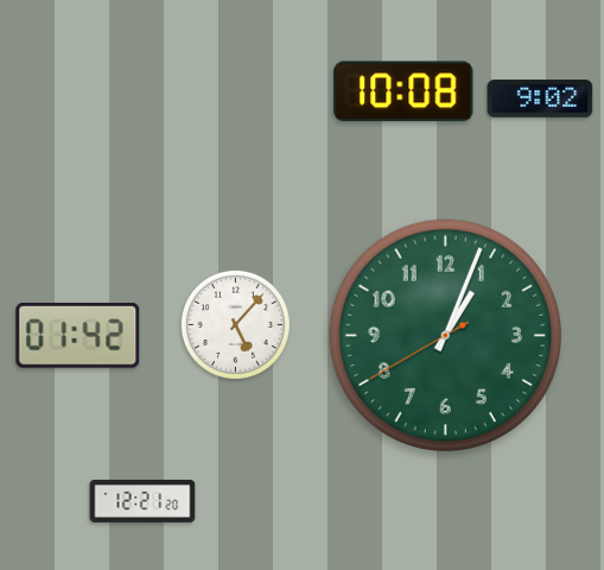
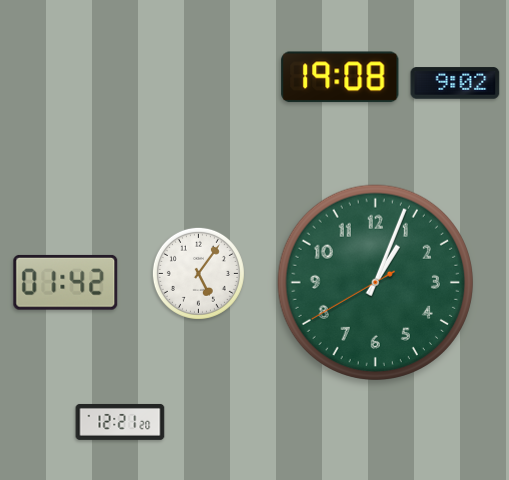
clock at (403, 91): 10:08 -> 19:08
clock at (235, 324): 5:07 -> 5:06
